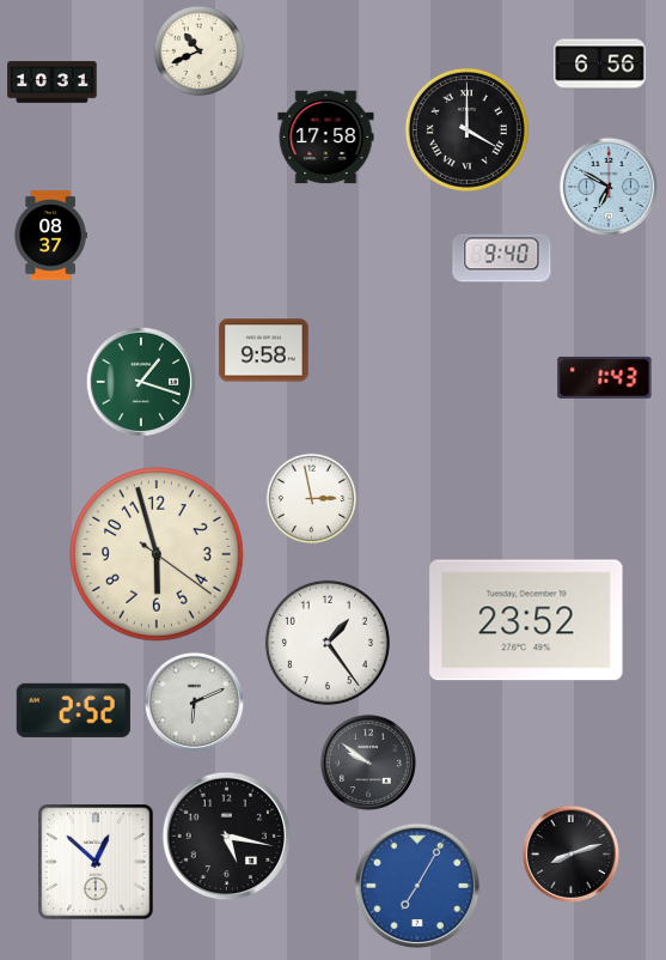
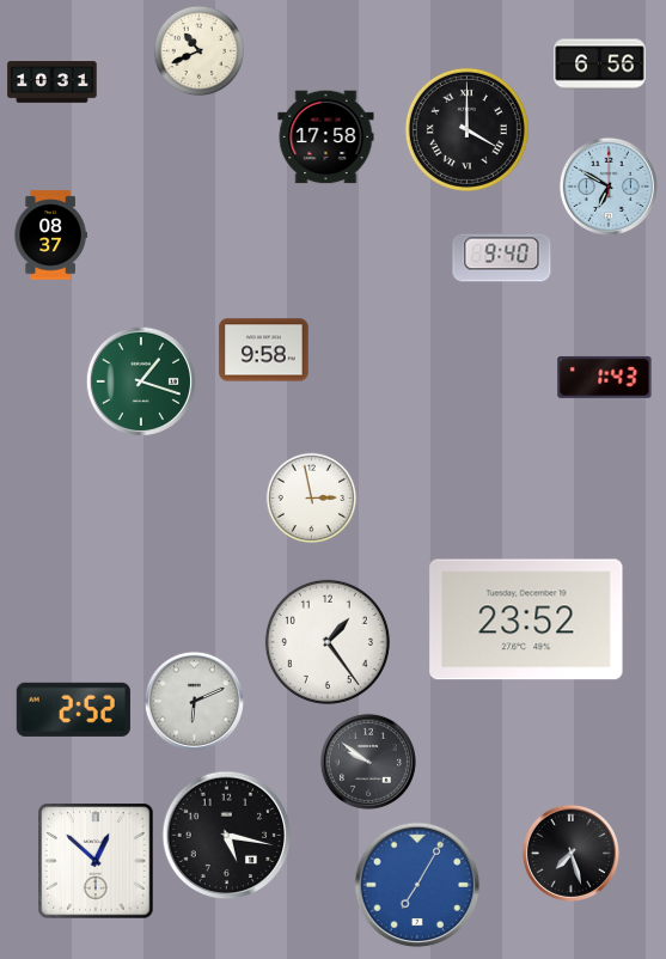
clock at (157, 554): 5:57 -> none
clock at (570, 853): 8:12 -> 7:27
